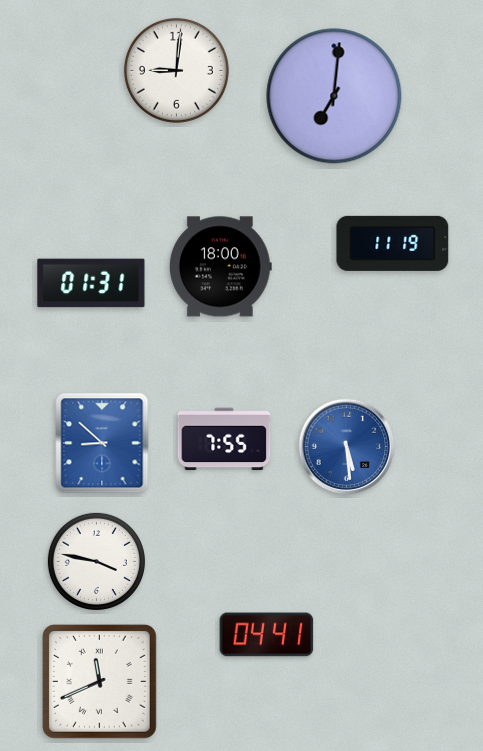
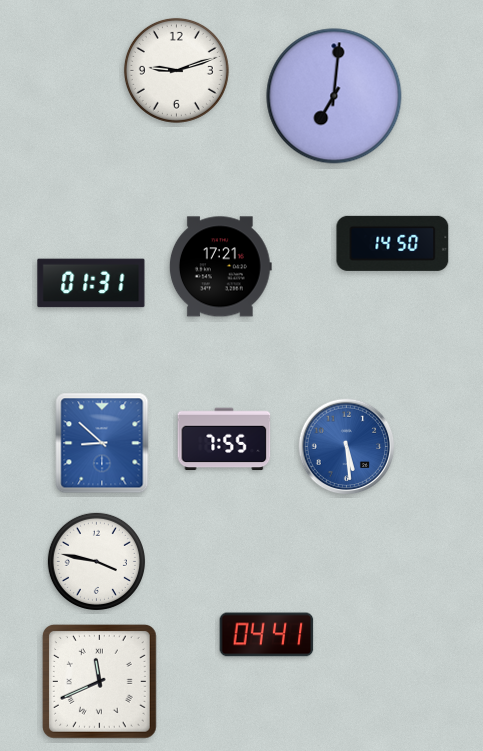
clock at (176, 70): 9:01 -> 9:12
clock at (393, 243): 11:19 -> 14:50
clock at (220, 267): 18:00 -> 17:21
